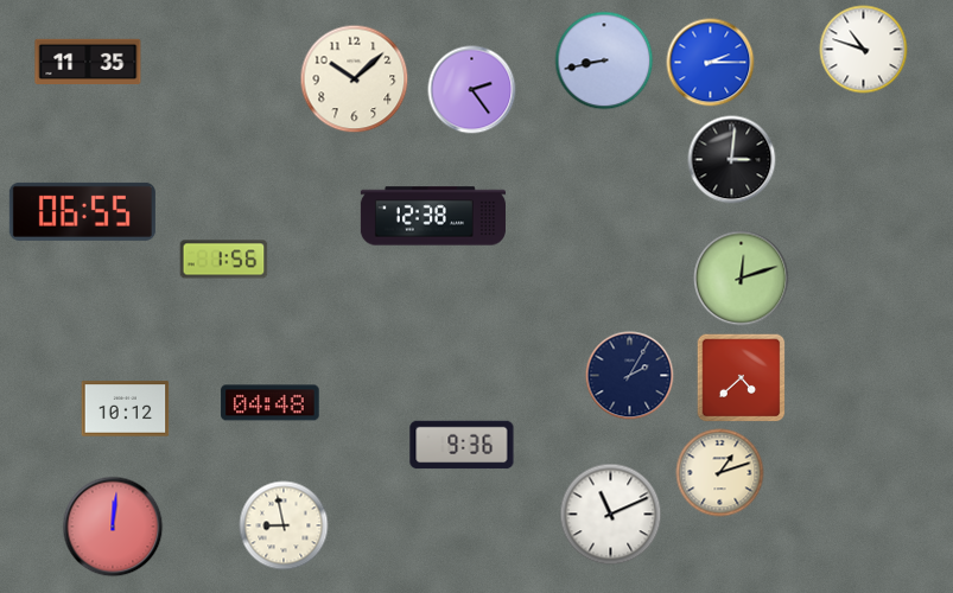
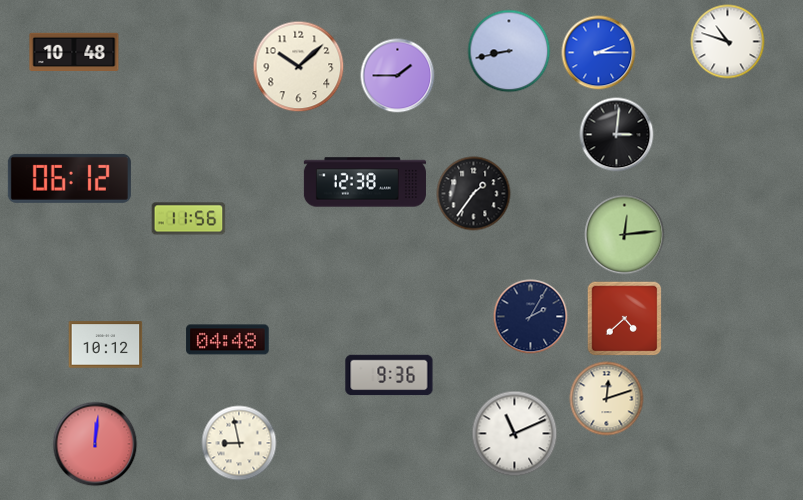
clock at (88, 60): 11:35 -> 10:48
clock at (472, 90): 2:24 -> 1:45
clock at (82, 211): 06:55 -> 06:12
clock at (474, 194): none -> 1:36
clock at (224, 260): 1:56 -> 11:56
clock at (742, 279): 12:12 -> 12:14
clock at (720, 473): 1:12 -> 12:12
